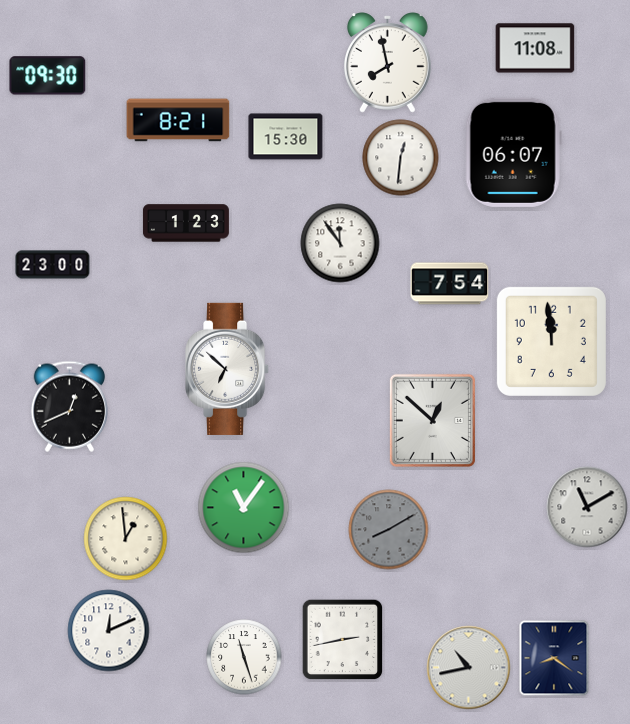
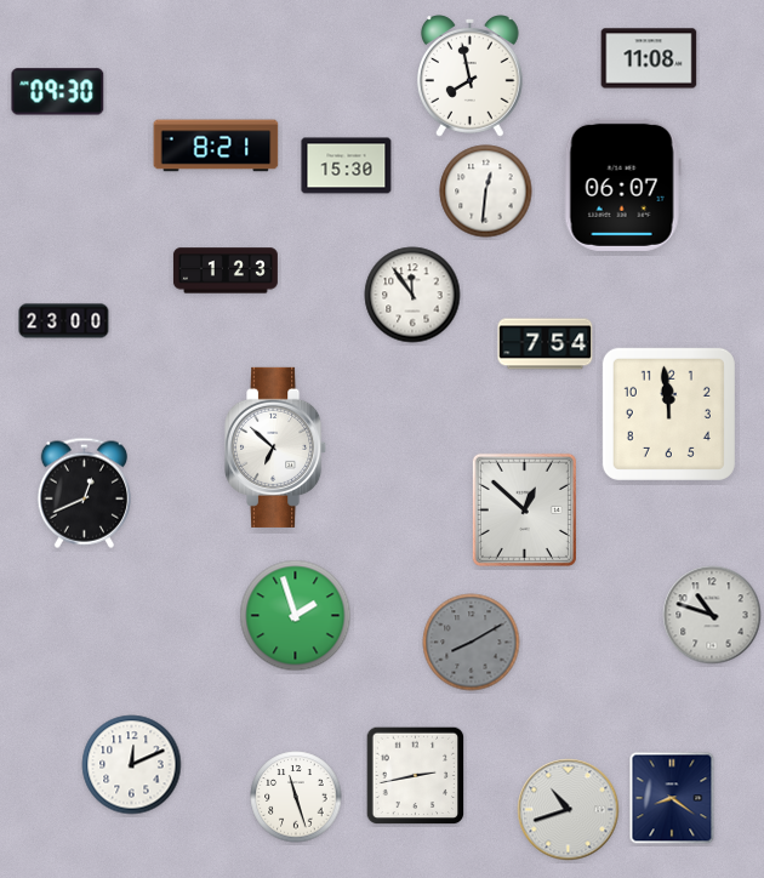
clock at (587, 507): 11:10 -> 10:48
clock at (244, 508): 11:06 -> 1:57
clock at (126, 539): 12:59 -> none
clock at (469, 668): 10:43 -> 10:42
